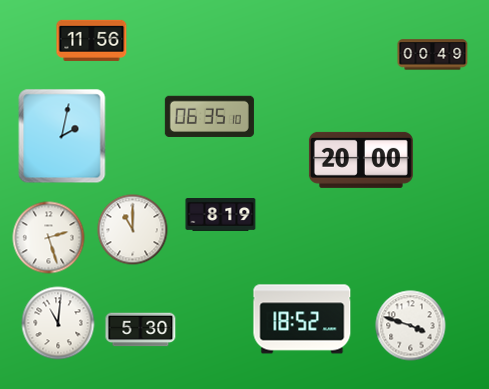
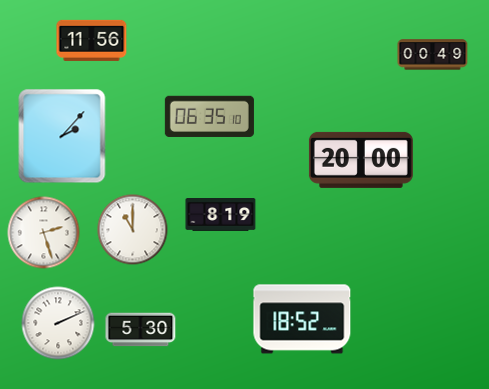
clock at (62, 136): 2:02 -> 2:07
clock at (49, 238) position: (49, 238) -> (44, 233)
clock at (58, 323): 11:01 -> 2:11
clock at (411, 326): 3:48 -> none
